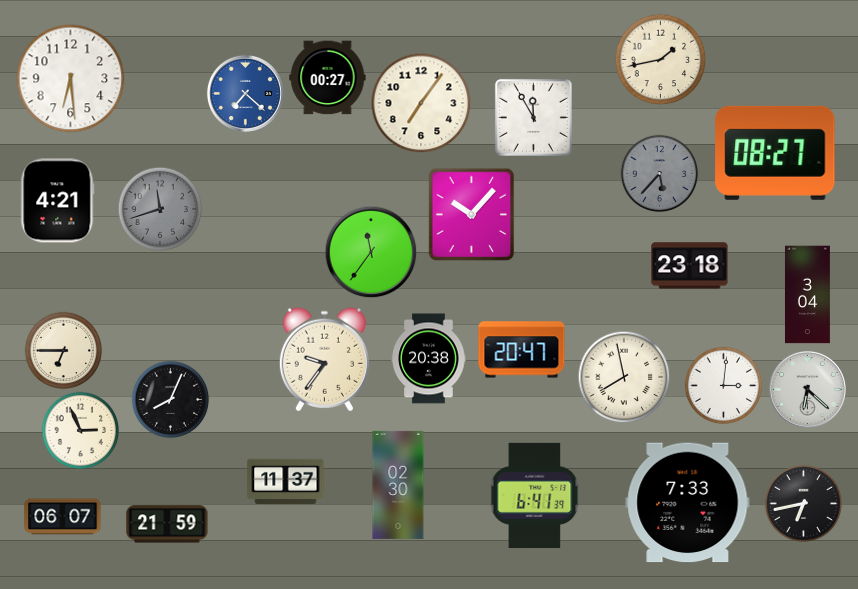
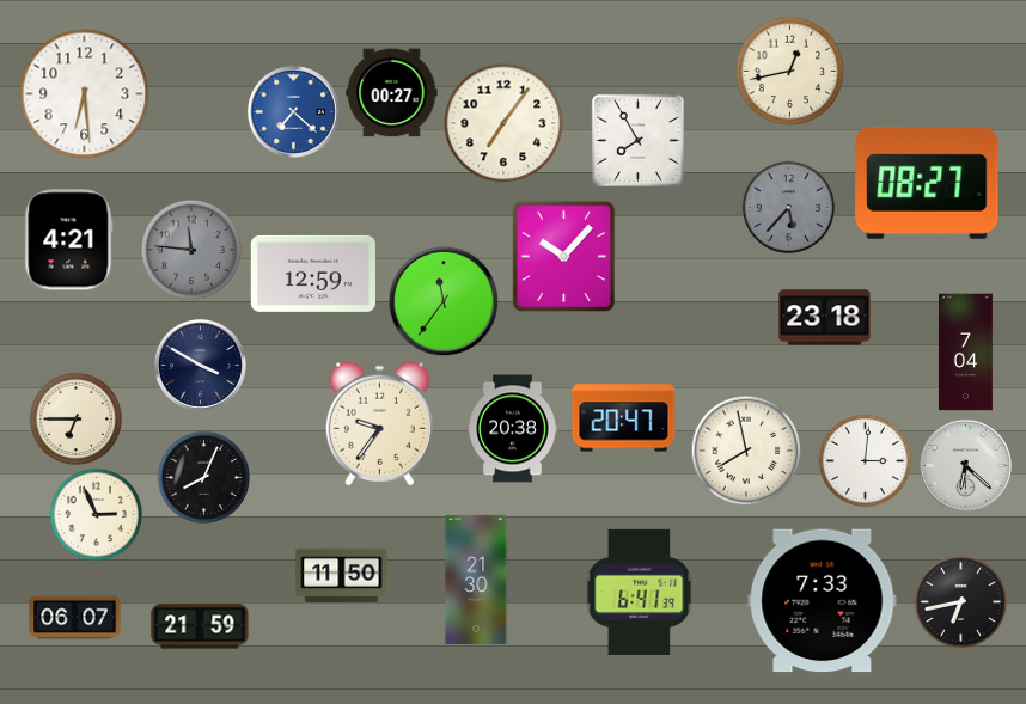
clock at (660, 59): 1:43 -> 12:43
clock at (533, 117): 11:55 -> 7:55
clock at (160, 209): 11:42 -> 11:46
clock at (313, 274): none -> 12:59
clock at (807, 295): 3:04 -> 7:04
clock at (200, 365): none -> 3:50
clock at (324, 360) position: (324, 360) -> (379, 424)
clock at (286, 482): 11:37 -> 11:50
clock at (398, 485): 02:30 -> 21:30
